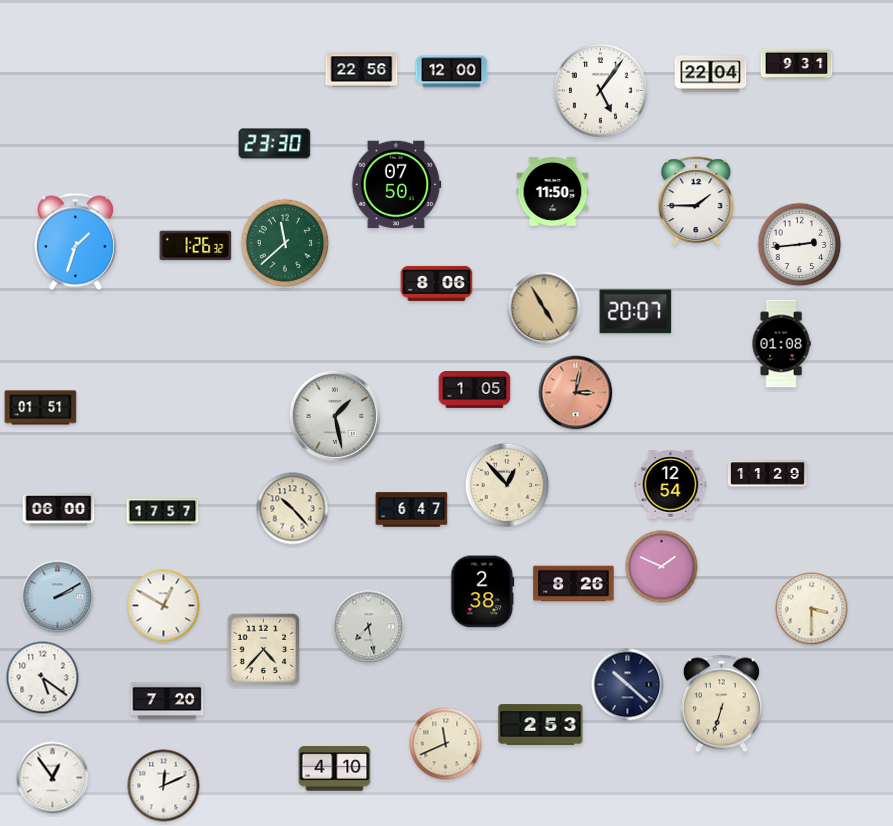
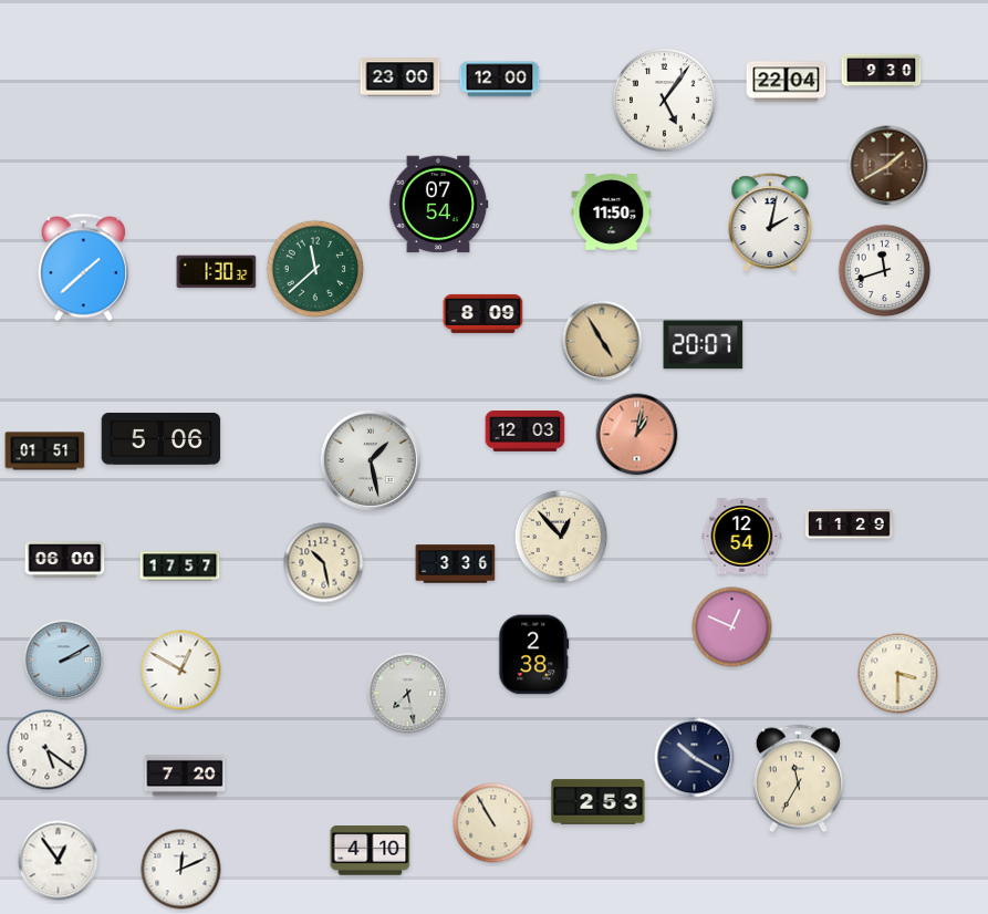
clock at (797, 64): 9:31 -> 9:30
clock at (362, 70): 22:56 -> 23:00
clock at (275, 144): 23:30 -> none
clock at (888, 166): none -> 1:40
clock at (396, 185): 07:50 -> 07:54
clock at (696, 202): 1:45 -> 2:02
clock at (75, 242): 1:33 -> 1:38
clock at (800, 245): 2:44 -> 11:42
clock at (196, 246): 1:26 -> 1:30
clock at (437, 283): 8:06 -> 8:09
clock at (781, 344): 01:08 -> none
clock at (475, 390): 1:05 -> 12:03
clock at (576, 393): 3:02 -> 1:02
clock at (162, 438): none -> 5:06
clock at (293, 509): 10:23 -> 10:28
clock at (59, 510) position: (59, 510) -> (65, 560)
clock at (412, 510): 6:47 -> 3:36
clock at (662, 567): 1:49 -> 12:49
clock at (574, 584): 8:26 -> none
clock at (264, 650): 4:37 -> none
clock at (628, 685): 10:22 -> 10:20
clock at (721, 704): 6:33 -> 11:35
clock at (446, 744): 11:41 -> 10:55
